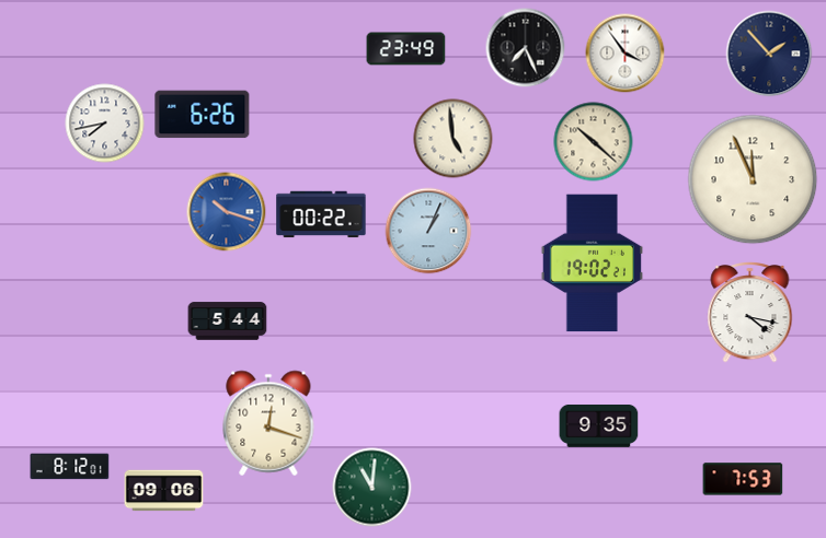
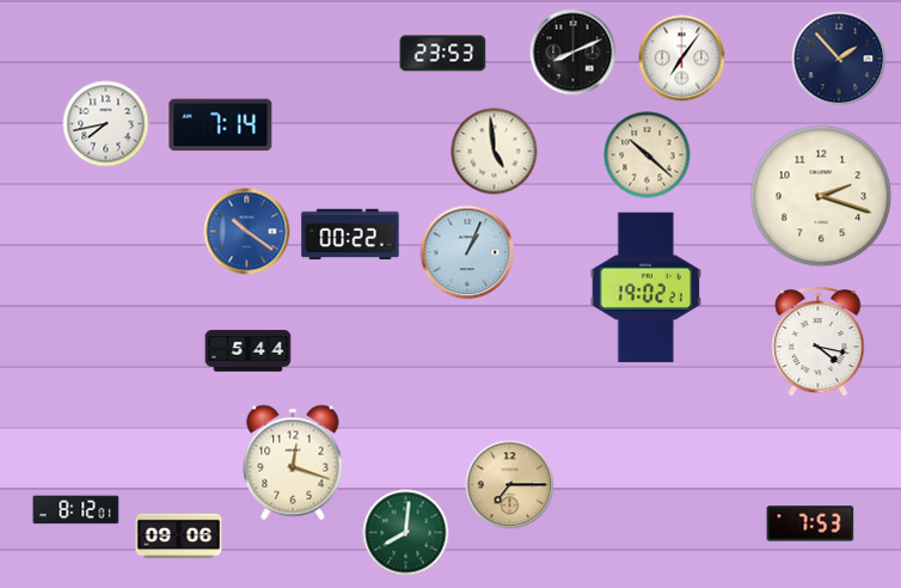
clock at (526, 48): 7:26 -> 8:11
clock at (406, 49): 23:49 -> 23:53
clock at (626, 54): 3:54 -> 7:06
clock at (203, 115): 6:26 -> 7:14
clock at (105, 124) position: (105, 124) -> (106, 124)
clock at (753, 179): 11:56 -> 2:18
clock at (227, 212): 10:18 -> 10:21
clock at (599, 425): 9:35 -> none
clock at (510, 485): none -> 7:15
clock at (372, 488): 11:01 -> 8:01
